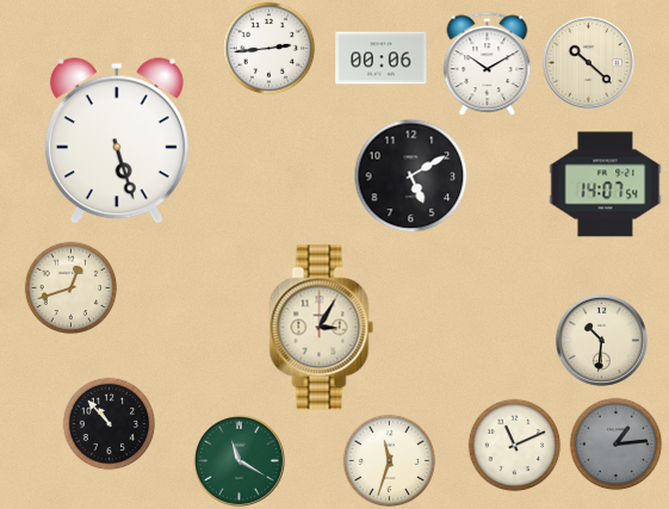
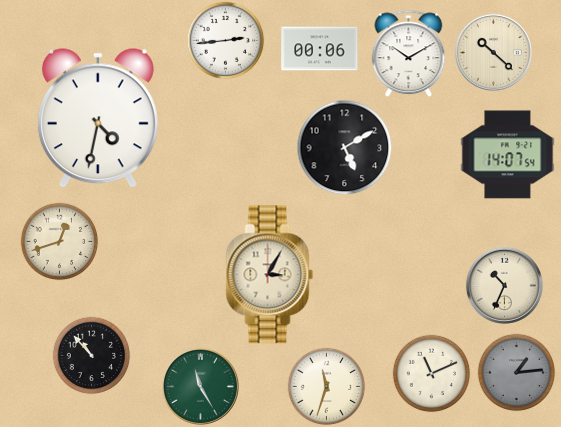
clock at (117, 142): 5:27 -> 4:32
clock at (601, 340): 10:31 -> 10:34
clock at (239, 460): 11:20 -> 11:25
